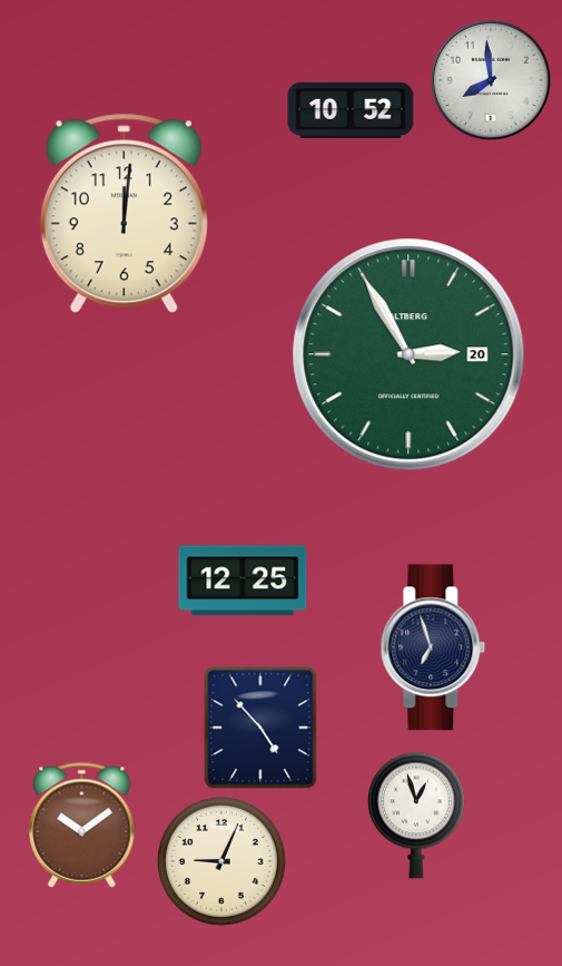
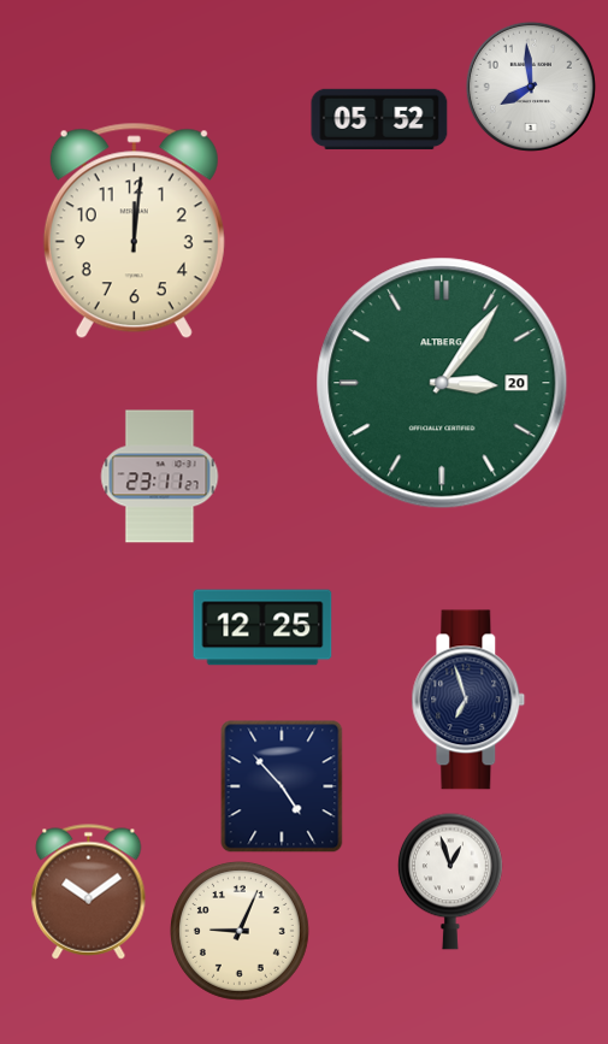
clock at (351, 110): 10:52 -> 05:52
clock at (408, 354): 2:55 -> 3:06
clock at (160, 477): none -> 23:11
